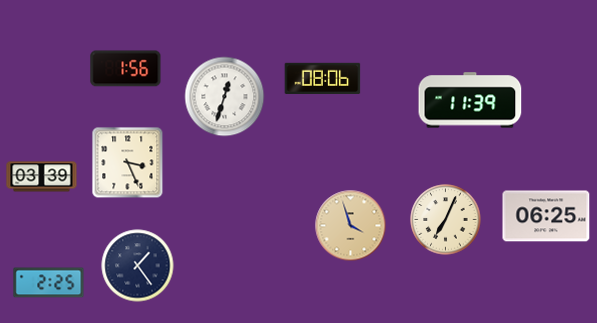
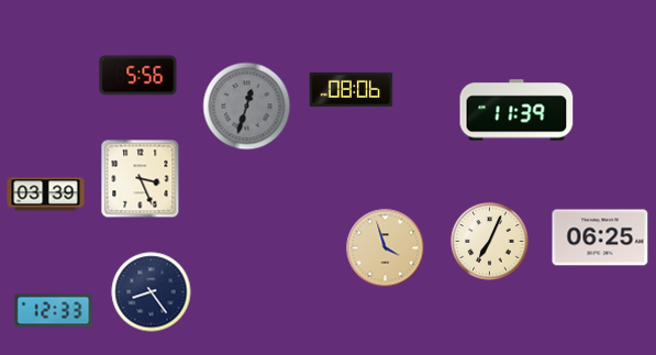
clock at (126, 69): 1:56 -> 5:56
clock at (323, 78) position: (323, 78) -> (352, 89)
clock at (225, 97) dial: white -> grey
clock at (138, 266): 1:24 -> 8:24
clock at (49, 283): 2:25 -> 12:33
